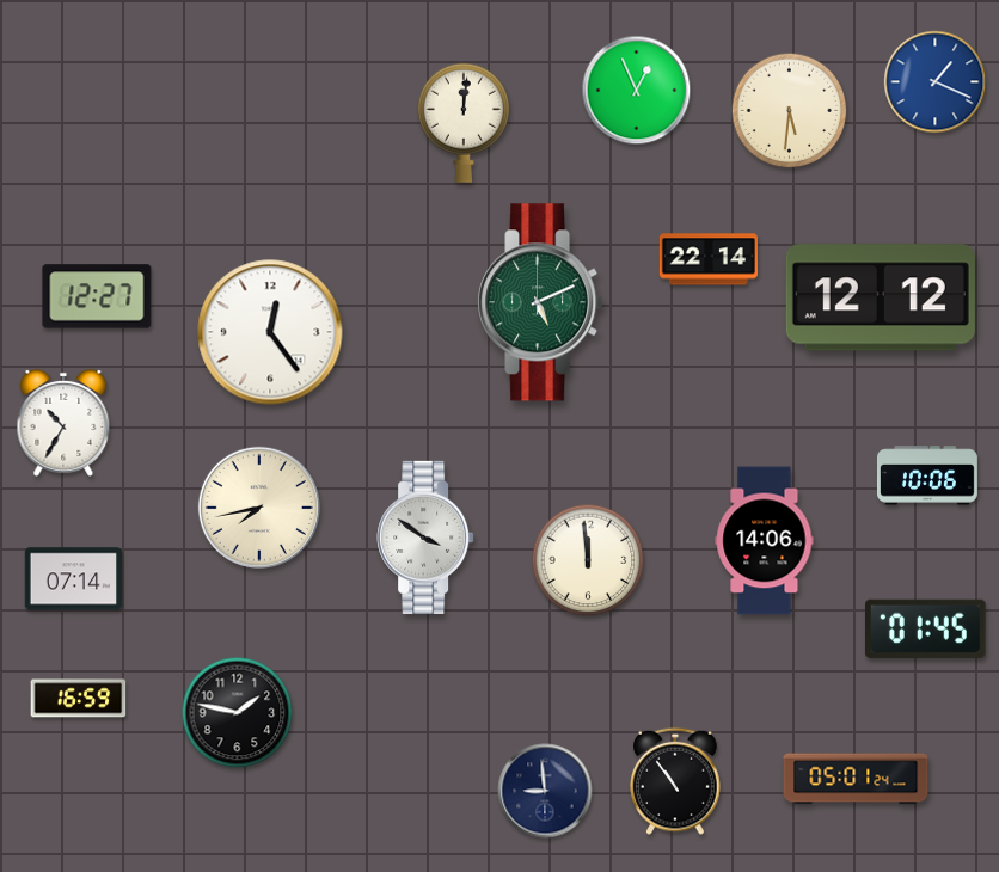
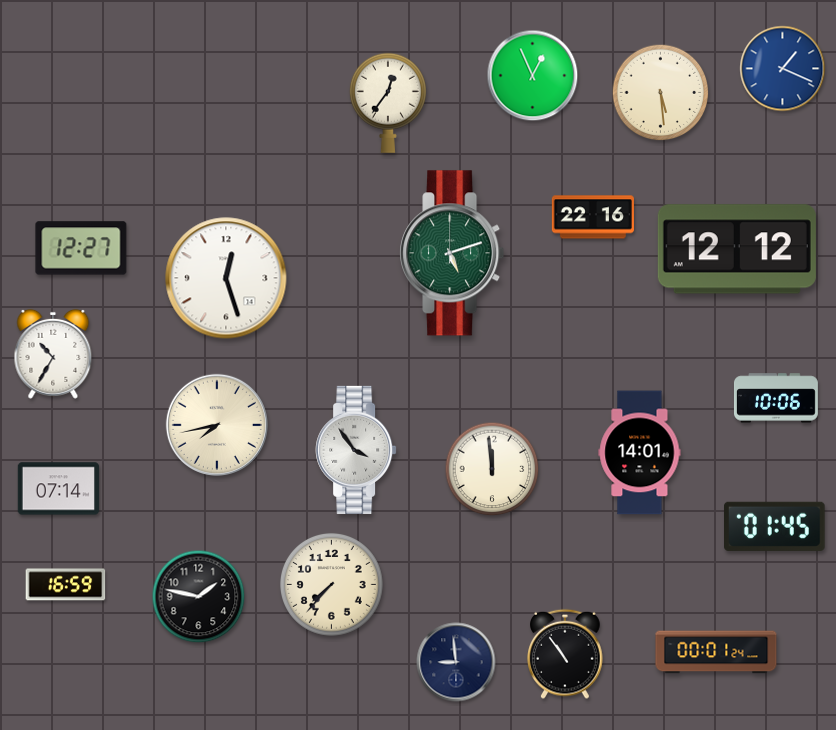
clock at (790, 111): 5:31 -> 5:29
clock at (464, 123): 12:01 -> 12:36
clock at (709, 259): 22:14 -> 22:16
clock at (540, 302): 5:11 -> 5:12
clock at (270, 332): 12:24 -> 12:27
clock at (425, 538): 3:51 -> 3:54
clock at (765, 541): 14:06 -> 14:01
clock at (74, 579) position: (74, 579) -> (59, 489)
clock at (331, 584): none -> 7:37
clock at (856, 779): 05:01 -> 00:01
